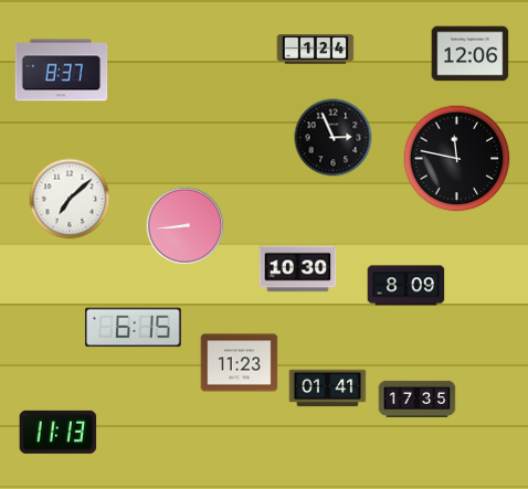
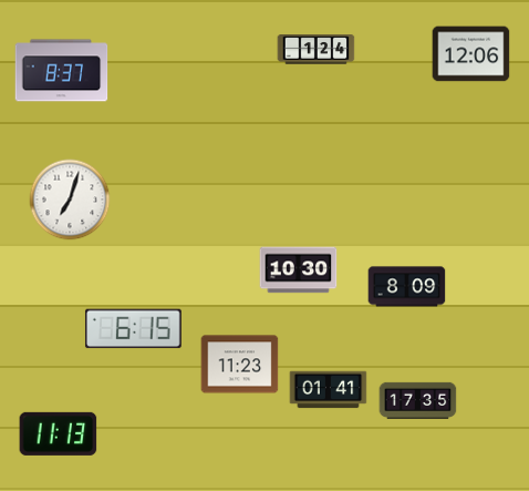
clock at (334, 138): 2:56 -> none
clock at (457, 159): 11:47 -> none
clock at (70, 199): 7:08 -> 7:03
clock at (186, 226): 8:44 -> none
